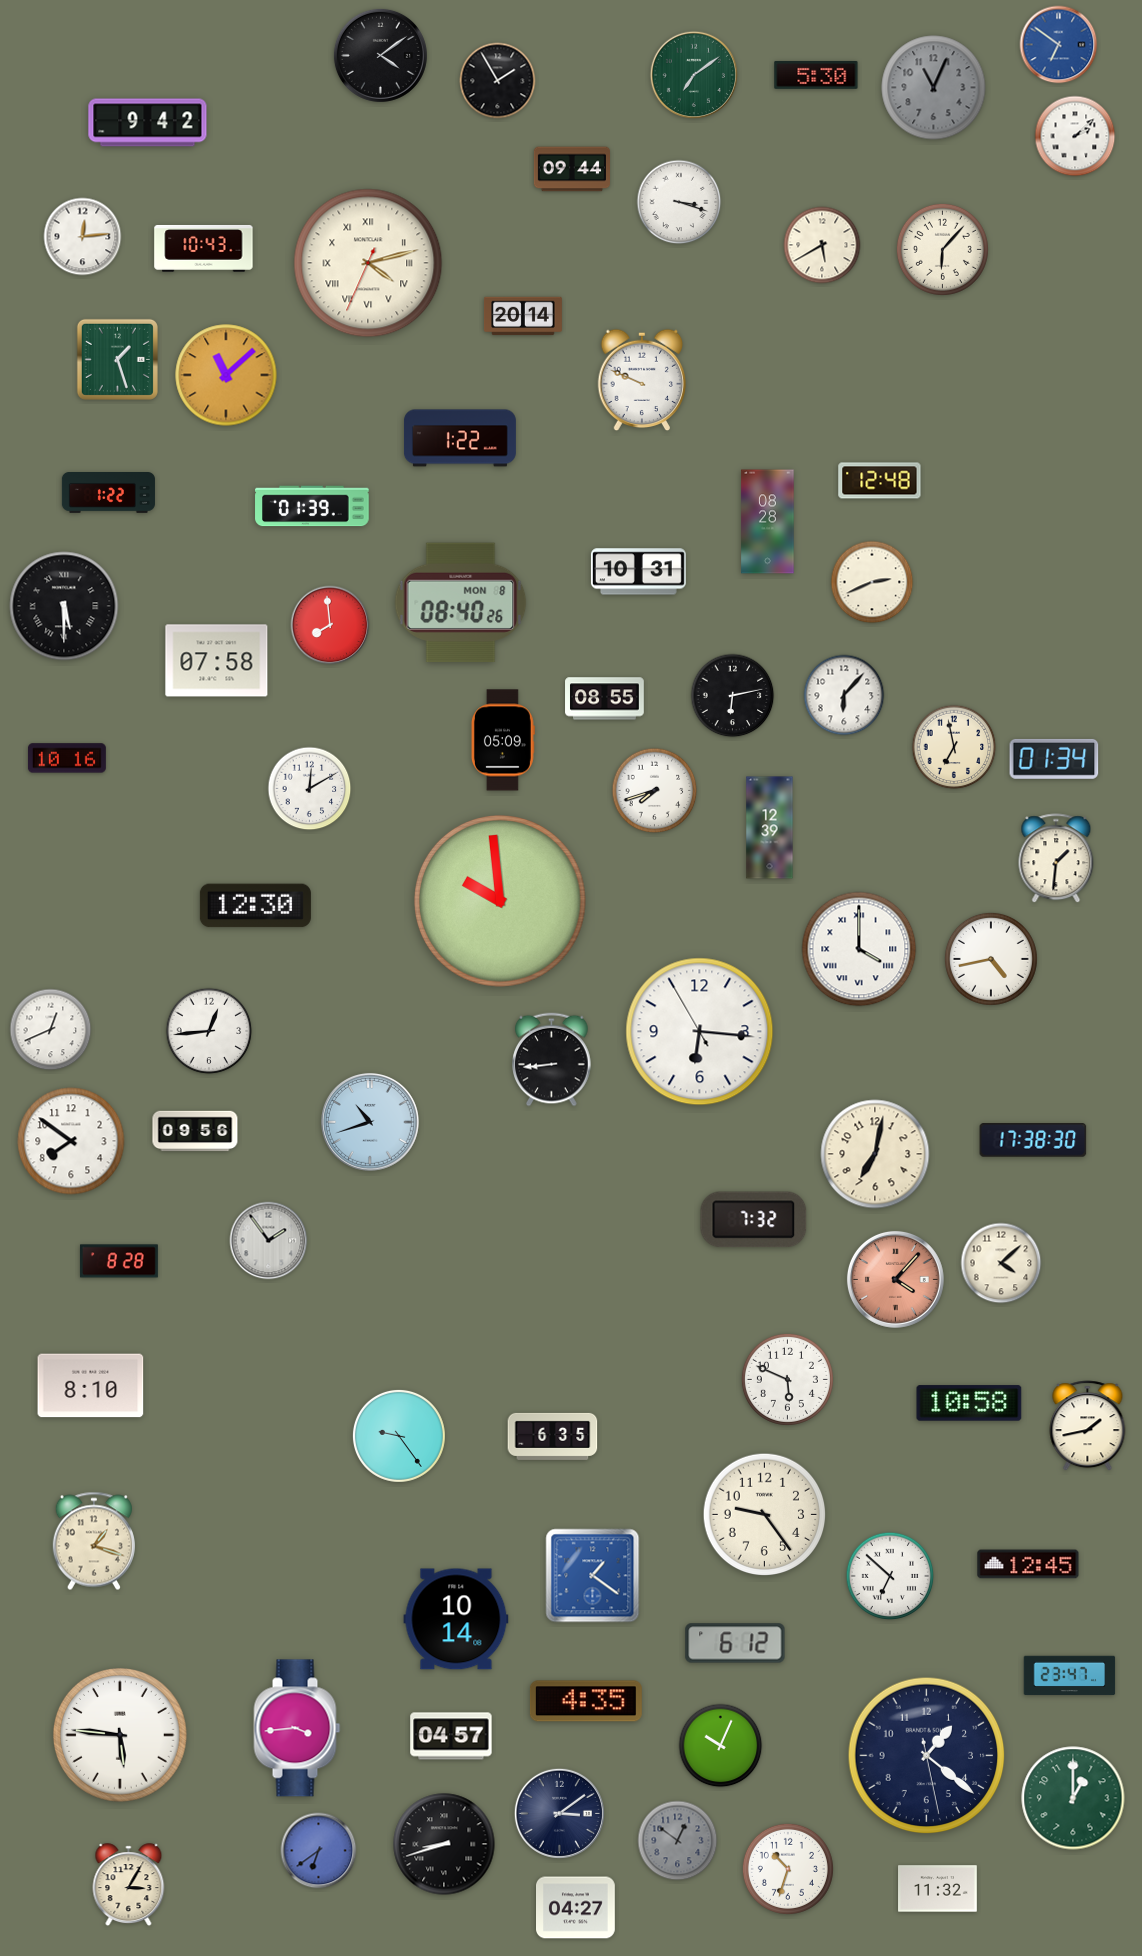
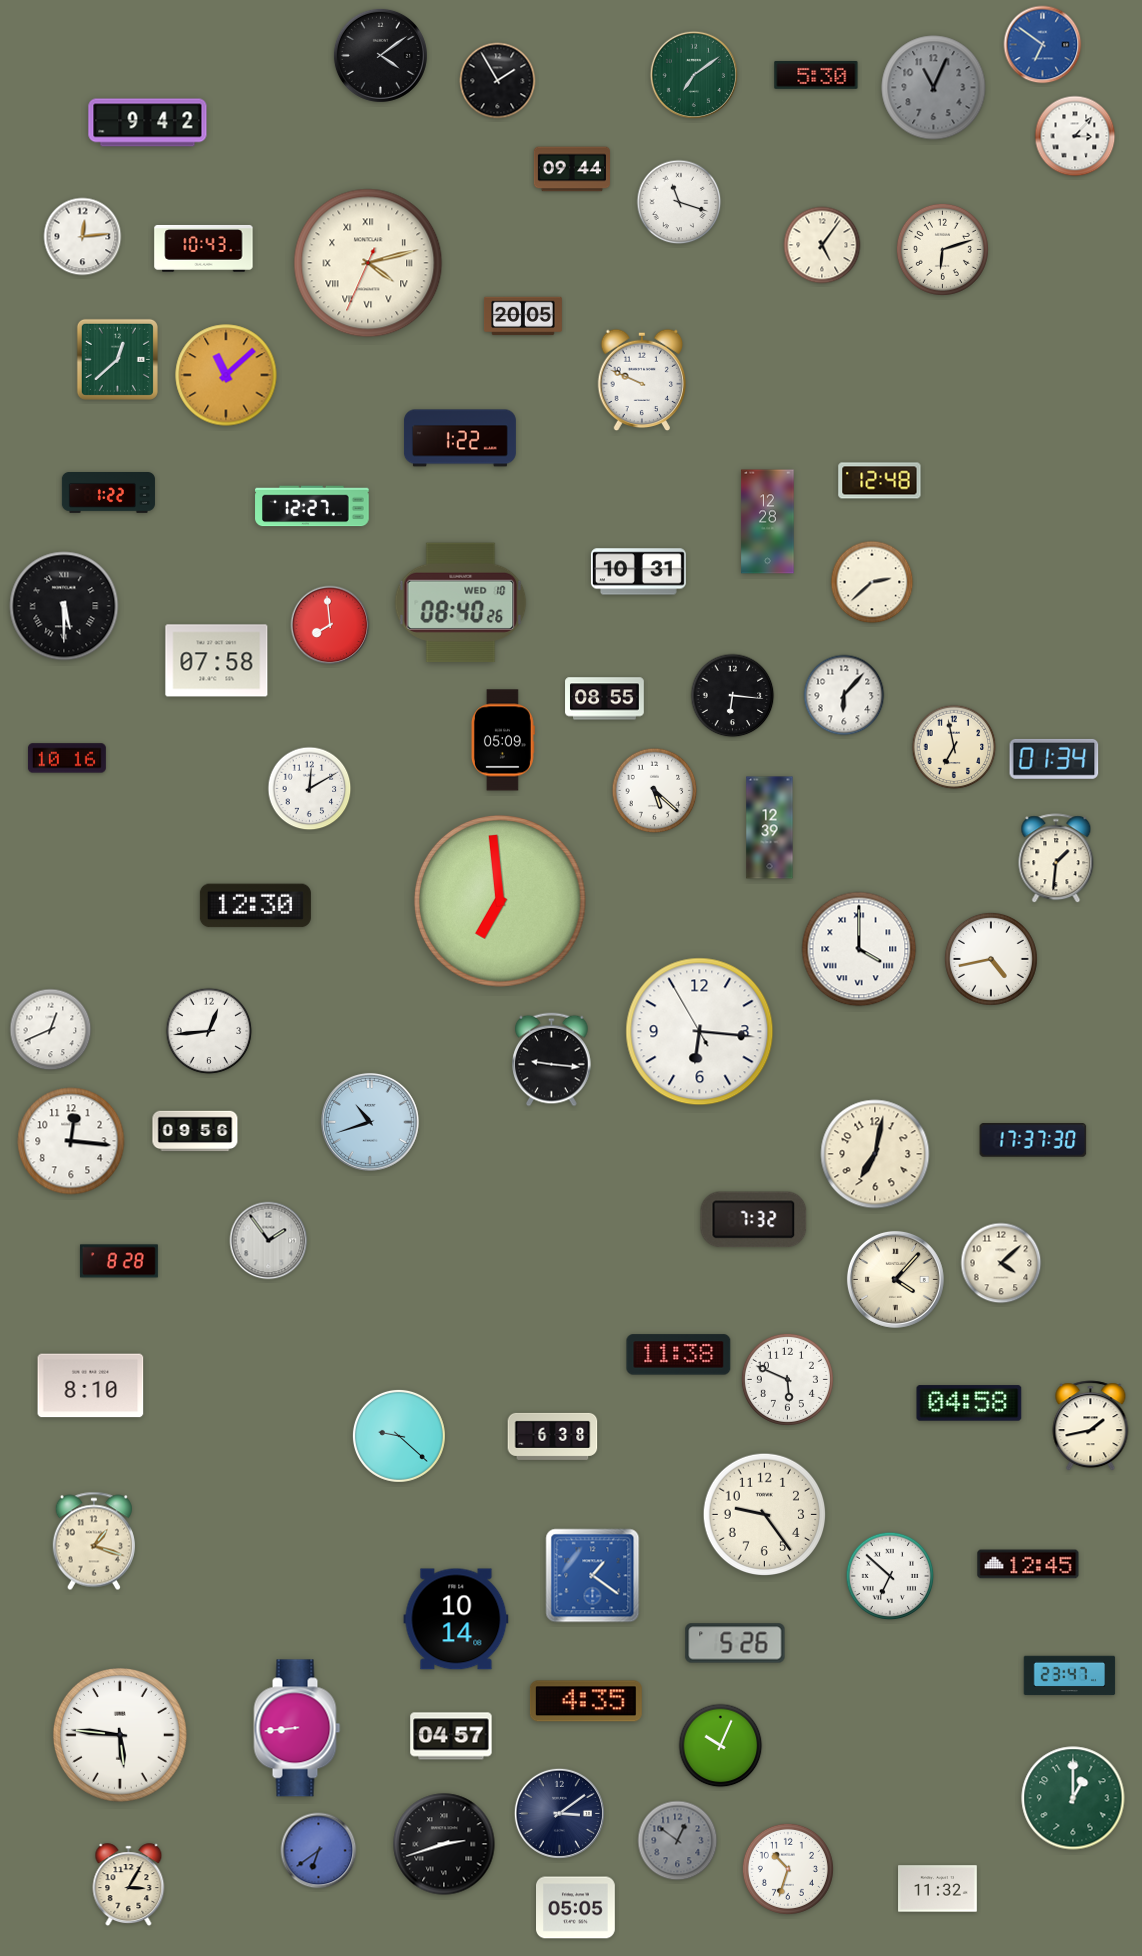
clock at (1059, 45) position: (1059, 45) -> (1043, 45)
clock at (1075, 136): 2:08 -> 3:07
clock at (679, 202): 3:18 -> 11:18
clock at (822, 245): 5:40 -> 5:06
clock at (942, 249): 6:07 -> 6:12
clock at (523, 316): 20:14 -> 20:05
clock at (117, 359): 1:27 -> 12:38
clock at (312, 506): 01:39 -> 12:27
clock at (768, 522): 08:28 -> 12:28
clock at (872, 582): 2:41 -> 2:38
clock at (461, 603) date: MON 8 -> WED 10
clock at (733, 696): 6:13 -> 6:16
clock at (655, 791): 7:42 -> 5:22
clock at (501, 902): 9:59 -> 6:59
clock at (552, 1060): 8:44 -> 9:16
clock at (1033, 1140): 17:38 -> 17:37
clock at (71, 1141): 7:51 -> 12:16
clock at (895, 1279) dial: salmon -> cream
clock at (679, 1355): none -> 11:38
clock at (969, 1403): 10:58 -> 04:58
clock at (1088, 1426) position: (1088, 1426) -> (1091, 1426)
clock at (399, 1436): 9:24 -> 9:22
clock at (553, 1436): 6:35 -> 6:38
clock at (735, 1643): 6:12 -> 5:26
clock at (297, 1728): 3:44 -> 8:44
clock at (927, 1756): 1:21 -> none
clock at (444, 1844): 8:42 -> 2:42
clock at (576, 1908): 04:27 -> 05:05
